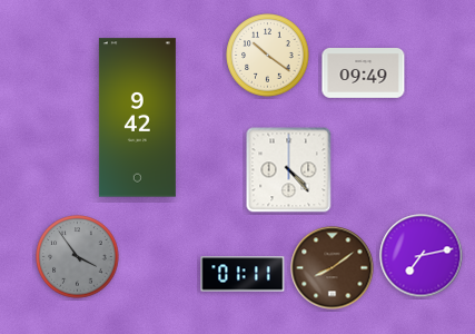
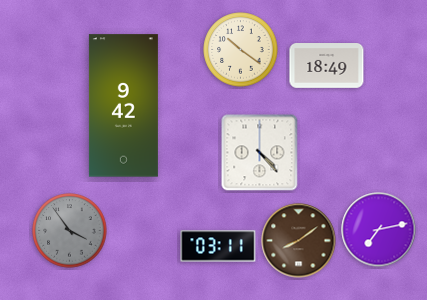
clock at (364, 73): 09:49 -> 18:49
clock at (243, 274): 01:11 -> 03:11
